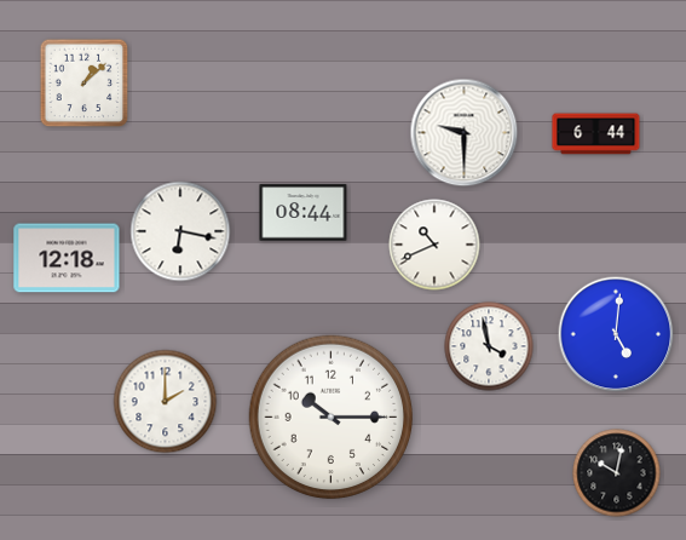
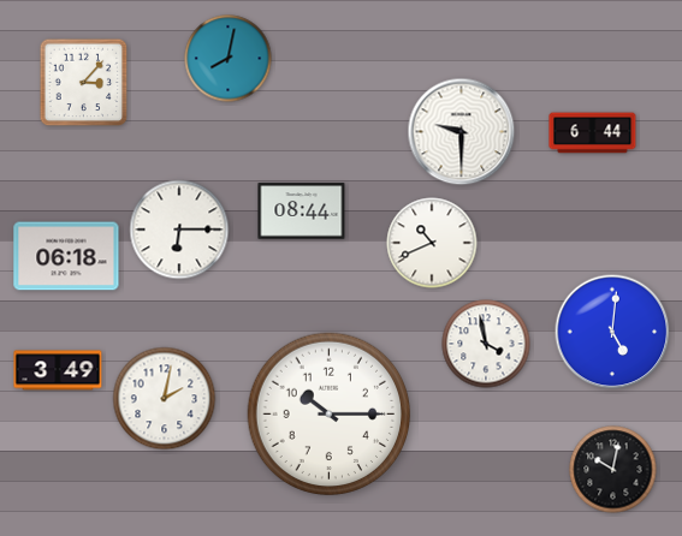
clock at (229, 59): none -> 8:02
clock at (85, 84): 1:08 -> 3:07
clock at (180, 231): 6:17 -> 6:15
clock at (67, 258): 12:18 -> 06:18
clock at (58, 370): none -> 3:49
clock at (166, 402): 2:00 -> 2:02
